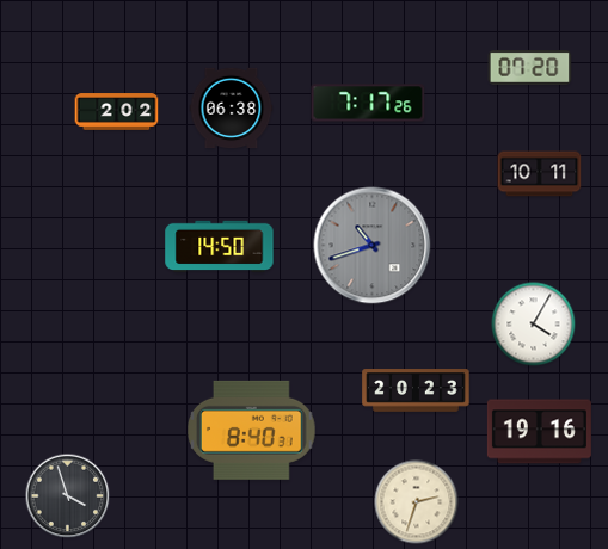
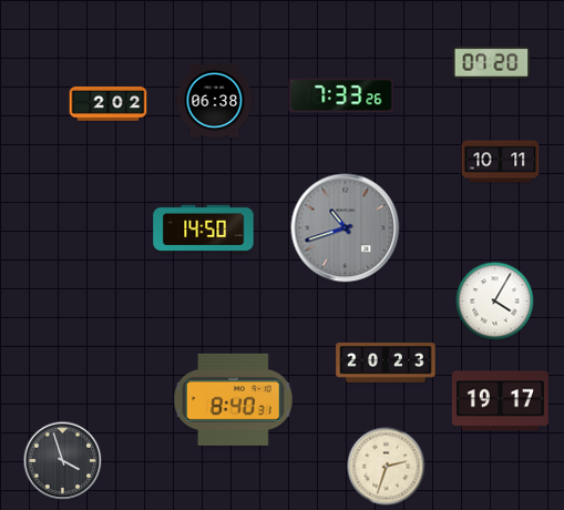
clock at (368, 103): 7:17 -> 7:33
clock at (539, 432): 19:16 -> 19:17
